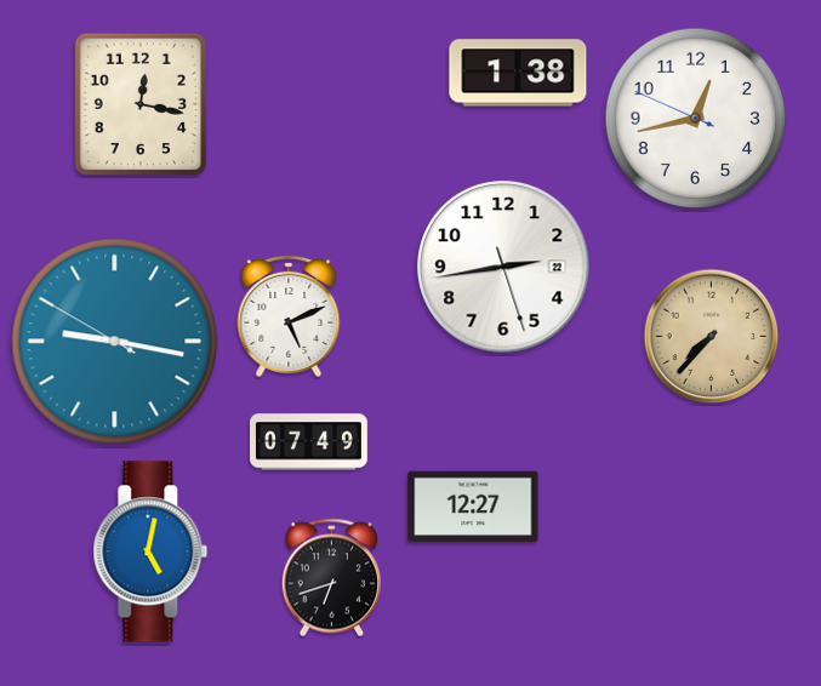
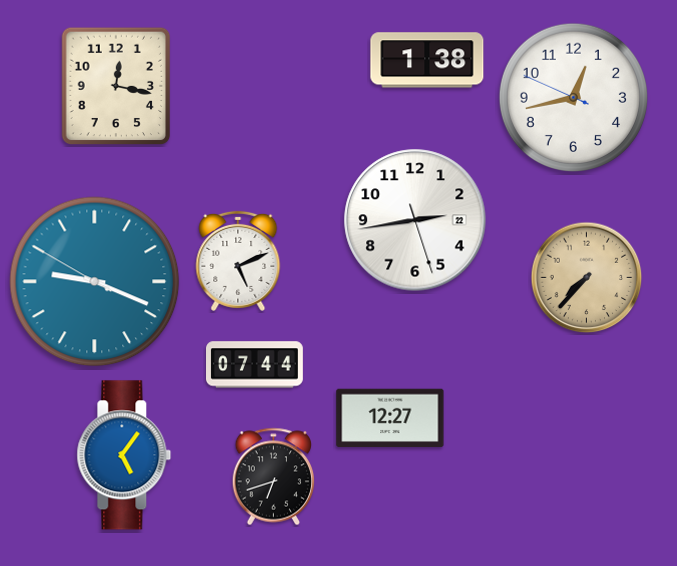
clock at (115, 342): 9:16 -> 9:18
clock at (309, 442): 07:49 -> 07:44
clock at (150, 551): 5:02 -> 5:06
